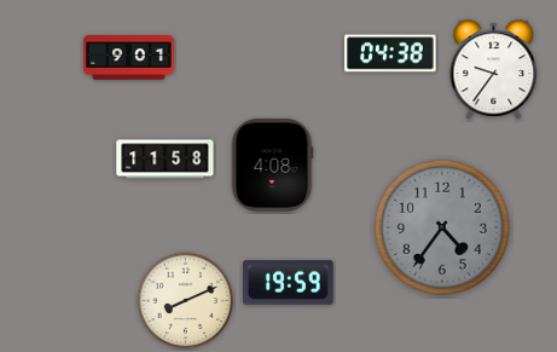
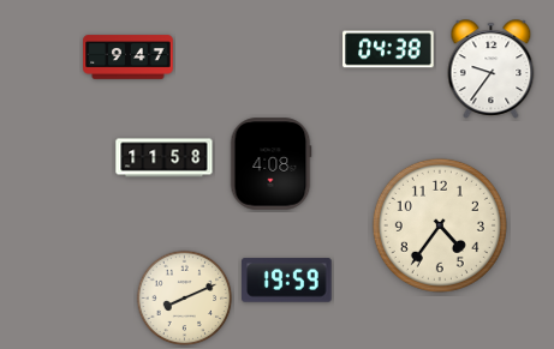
clock at (390, 53) position: (390, 53) -> (388, 49)
clock at (129, 58): 9:01 -> 9:47
clock at (442, 227) dial: grey -> cream
